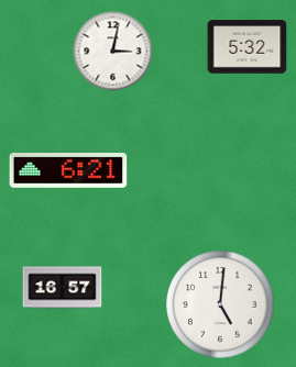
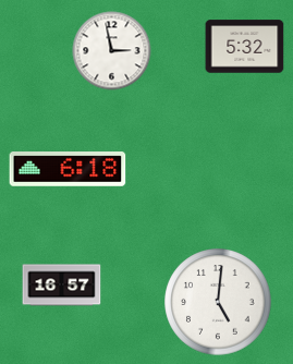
clock at (113, 52): 3:02 -> 2:58
clock at (68, 171): 6:21 -> 6:18
